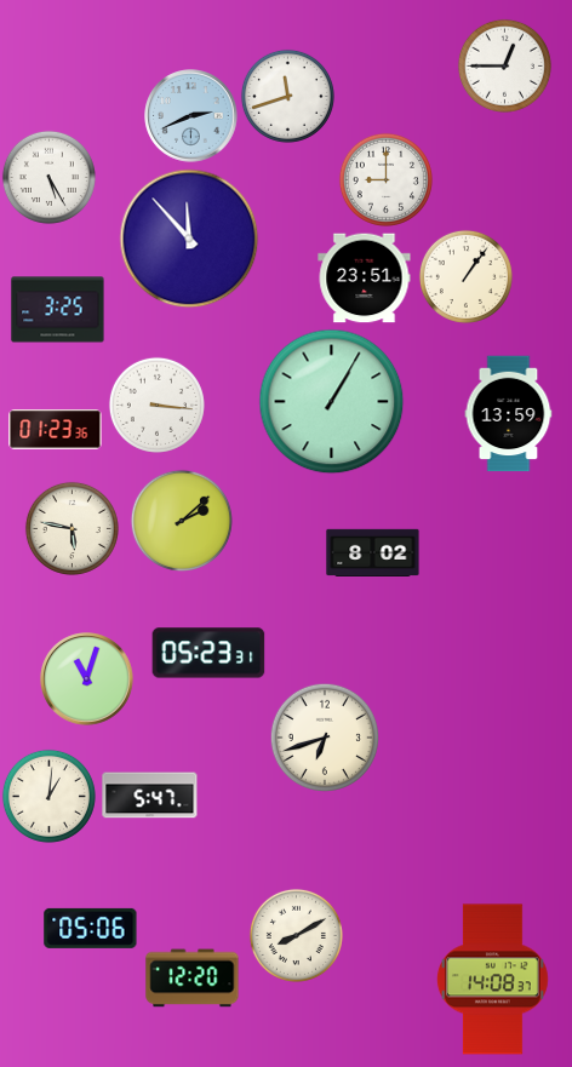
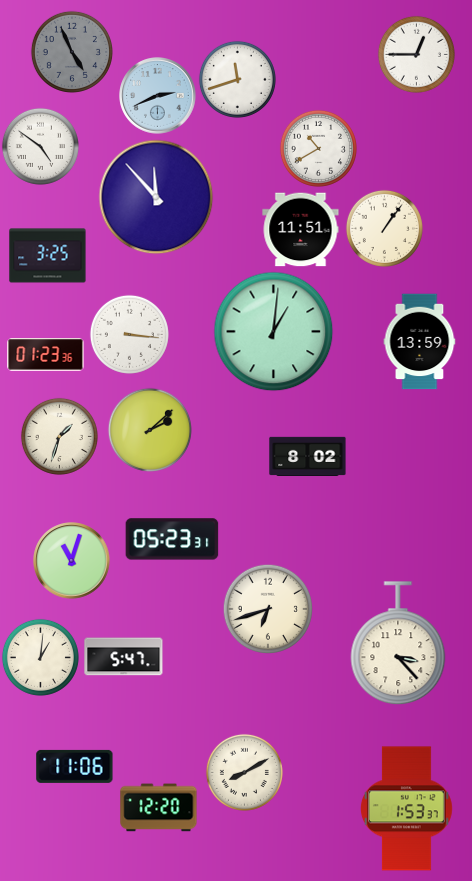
clock at (72, 52): none -> 4:56
clock at (48, 177): 5:25 -> 4:51
clock at (385, 179): 9:00 -> 10:40
clock at (365, 279): 23:51 -> 11:51
clock at (332, 402): 1:05 -> 1:01
clock at (71, 528): 5:47 -> 1:33
clock at (398, 644): none -> 3:23
clock at (91, 928): 05:06 -> 11:06
clock at (492, 980): 14:08 -> 1:53
